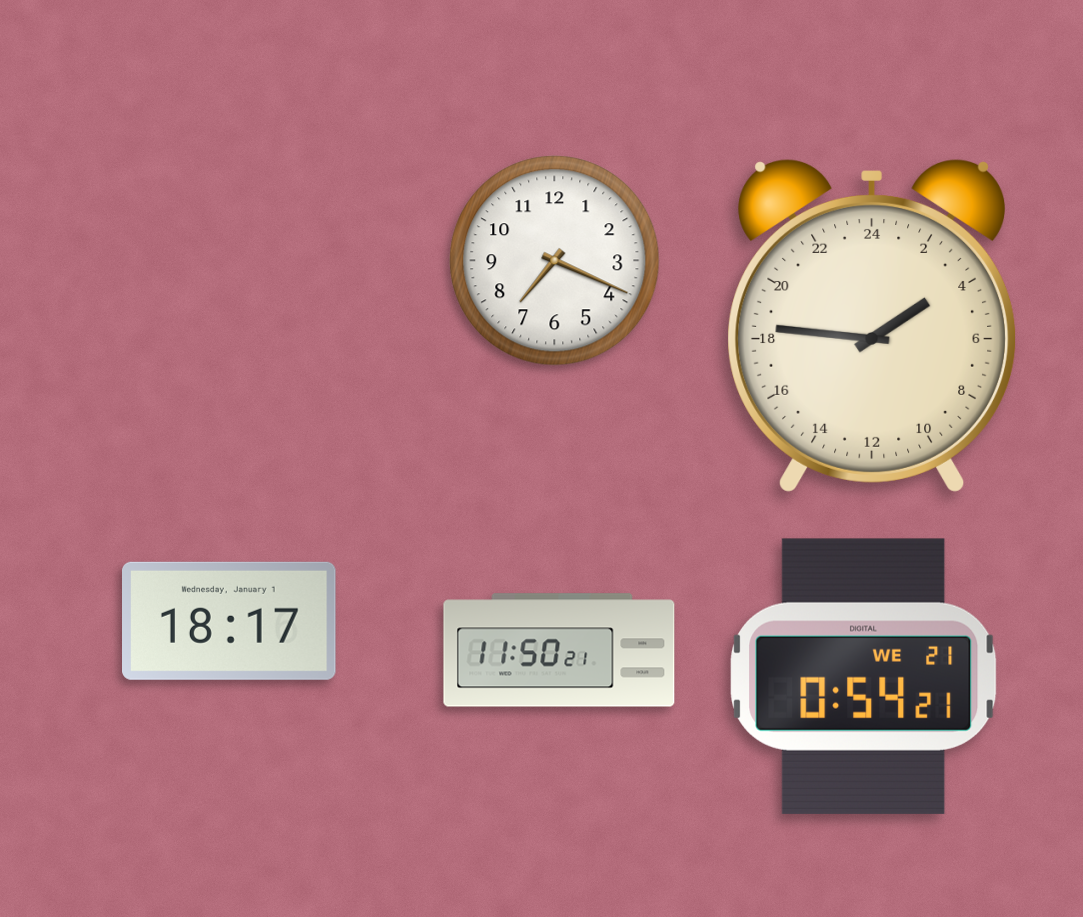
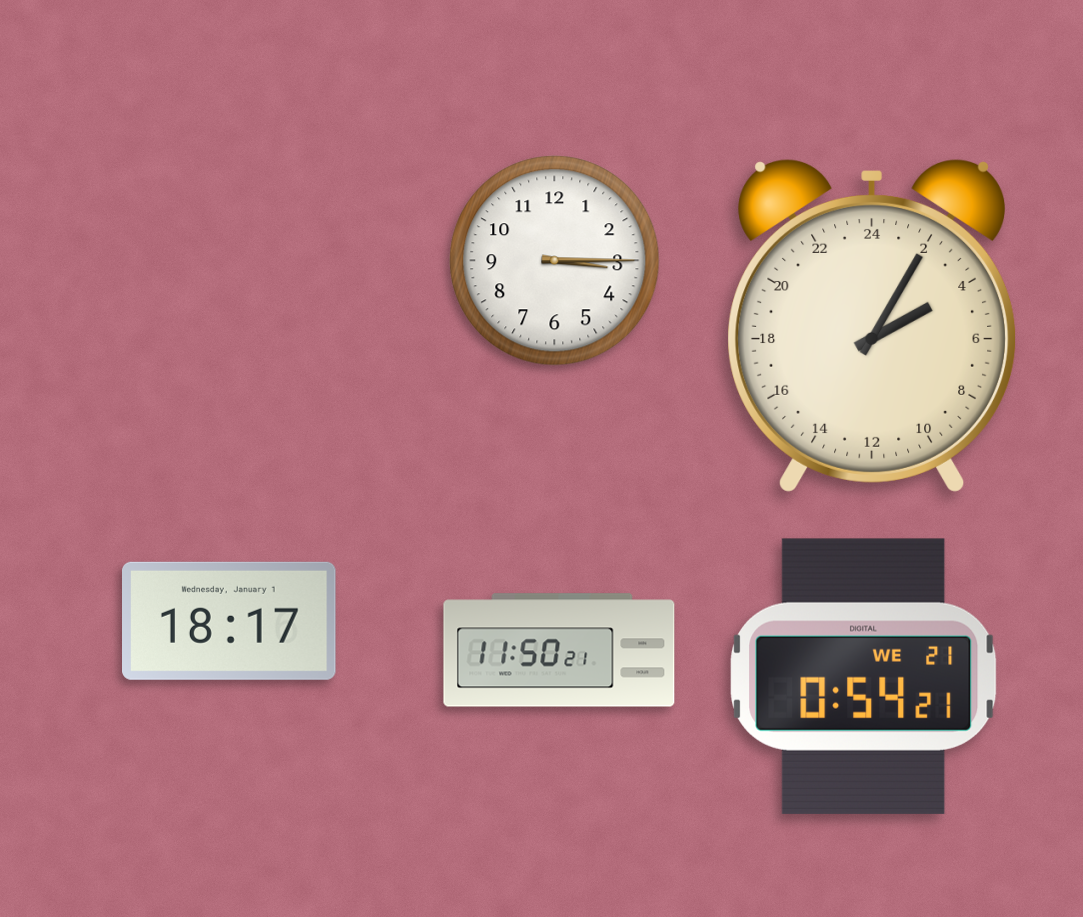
clock at (555, 261): 7:19 -> 3:15
clock at (871, 326): 3:46 -> 4:05
